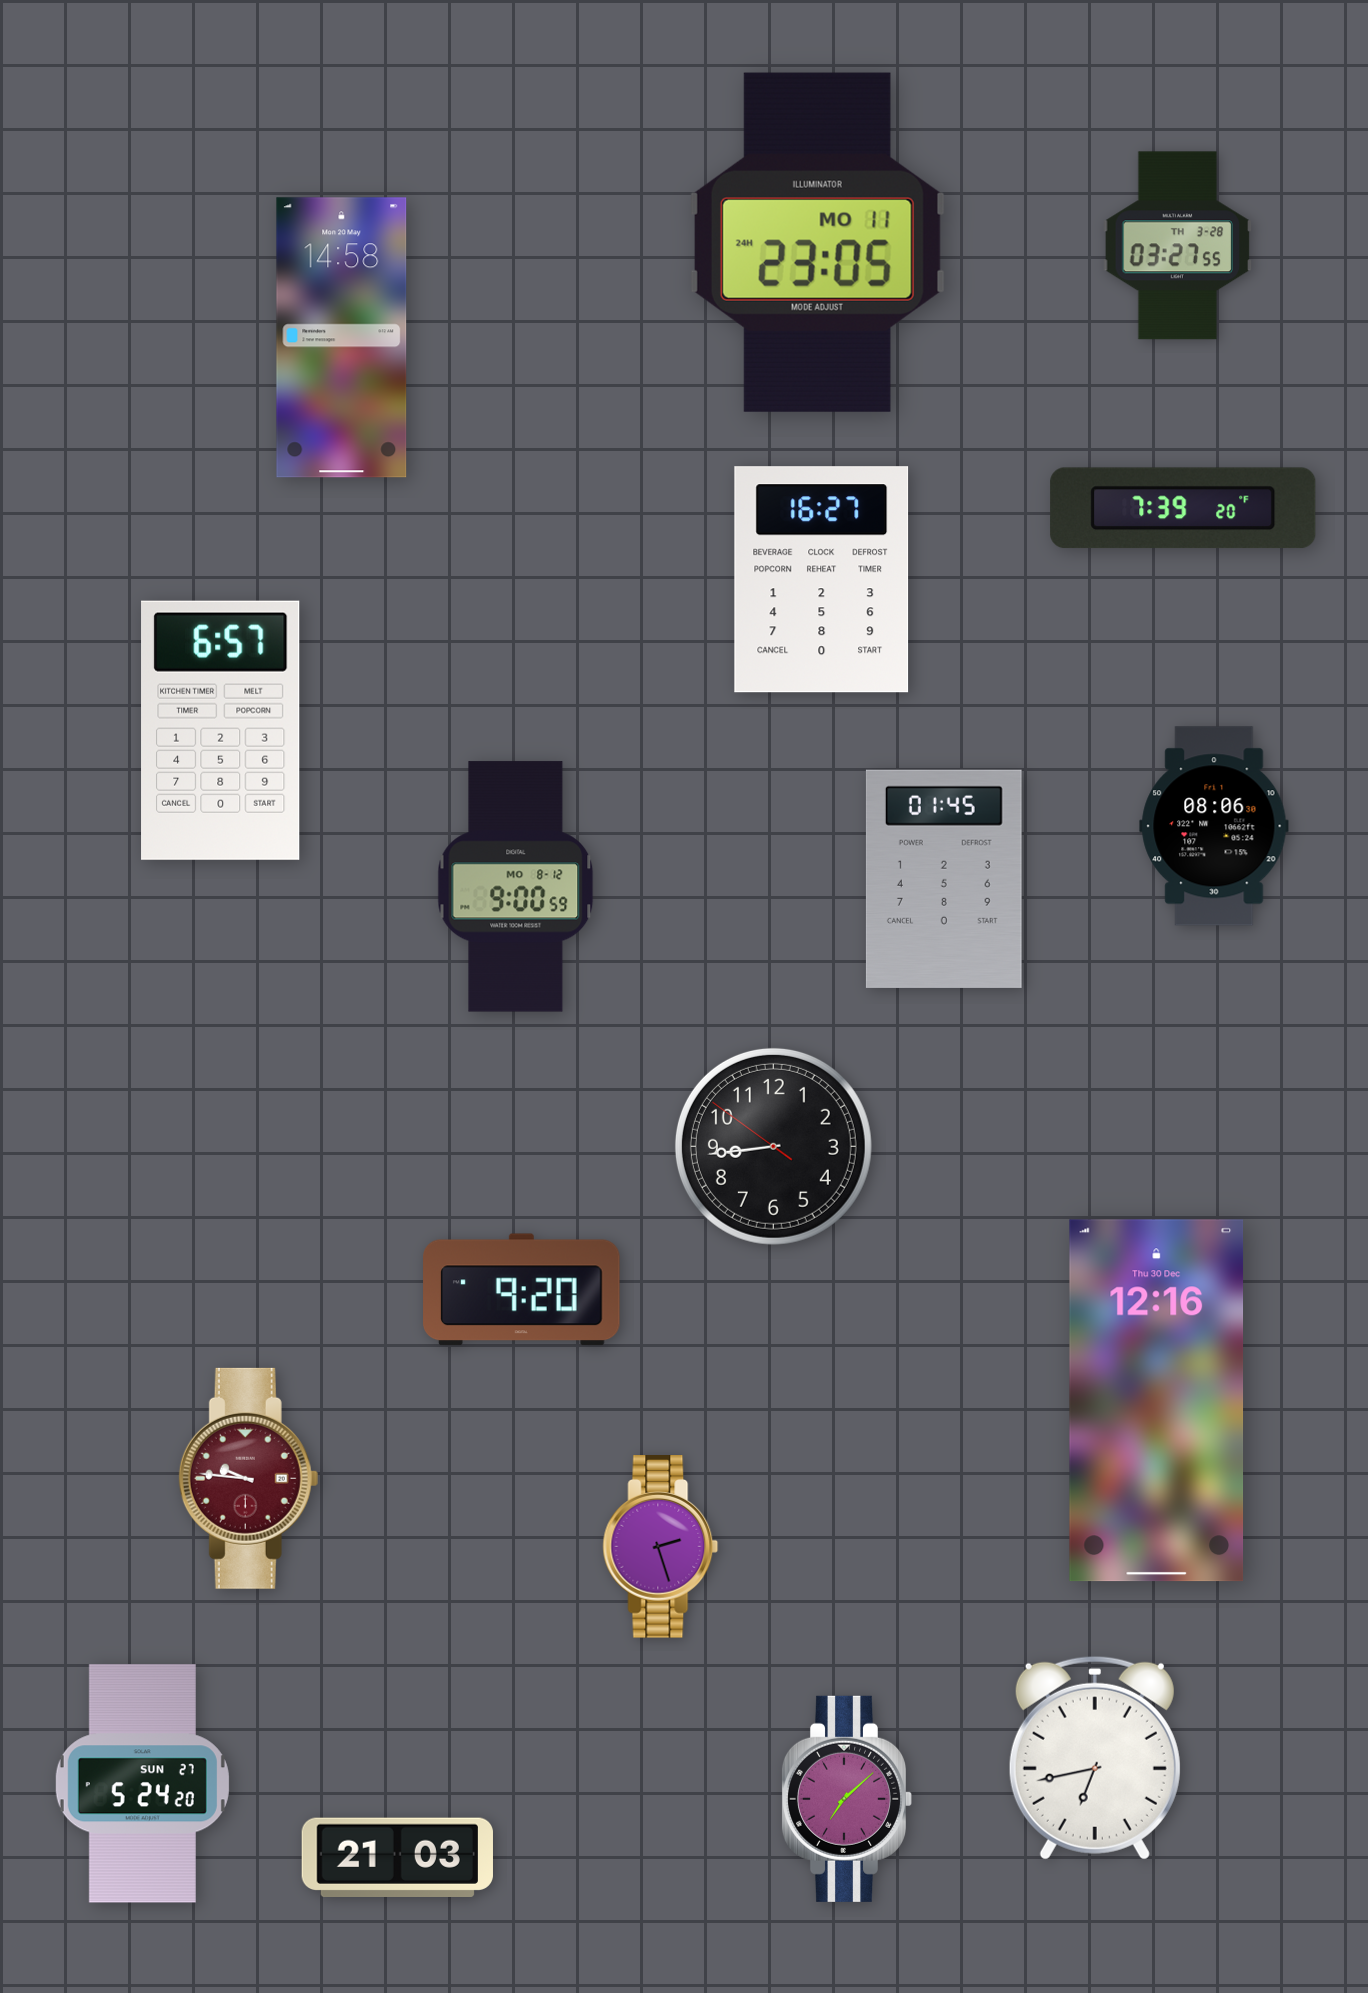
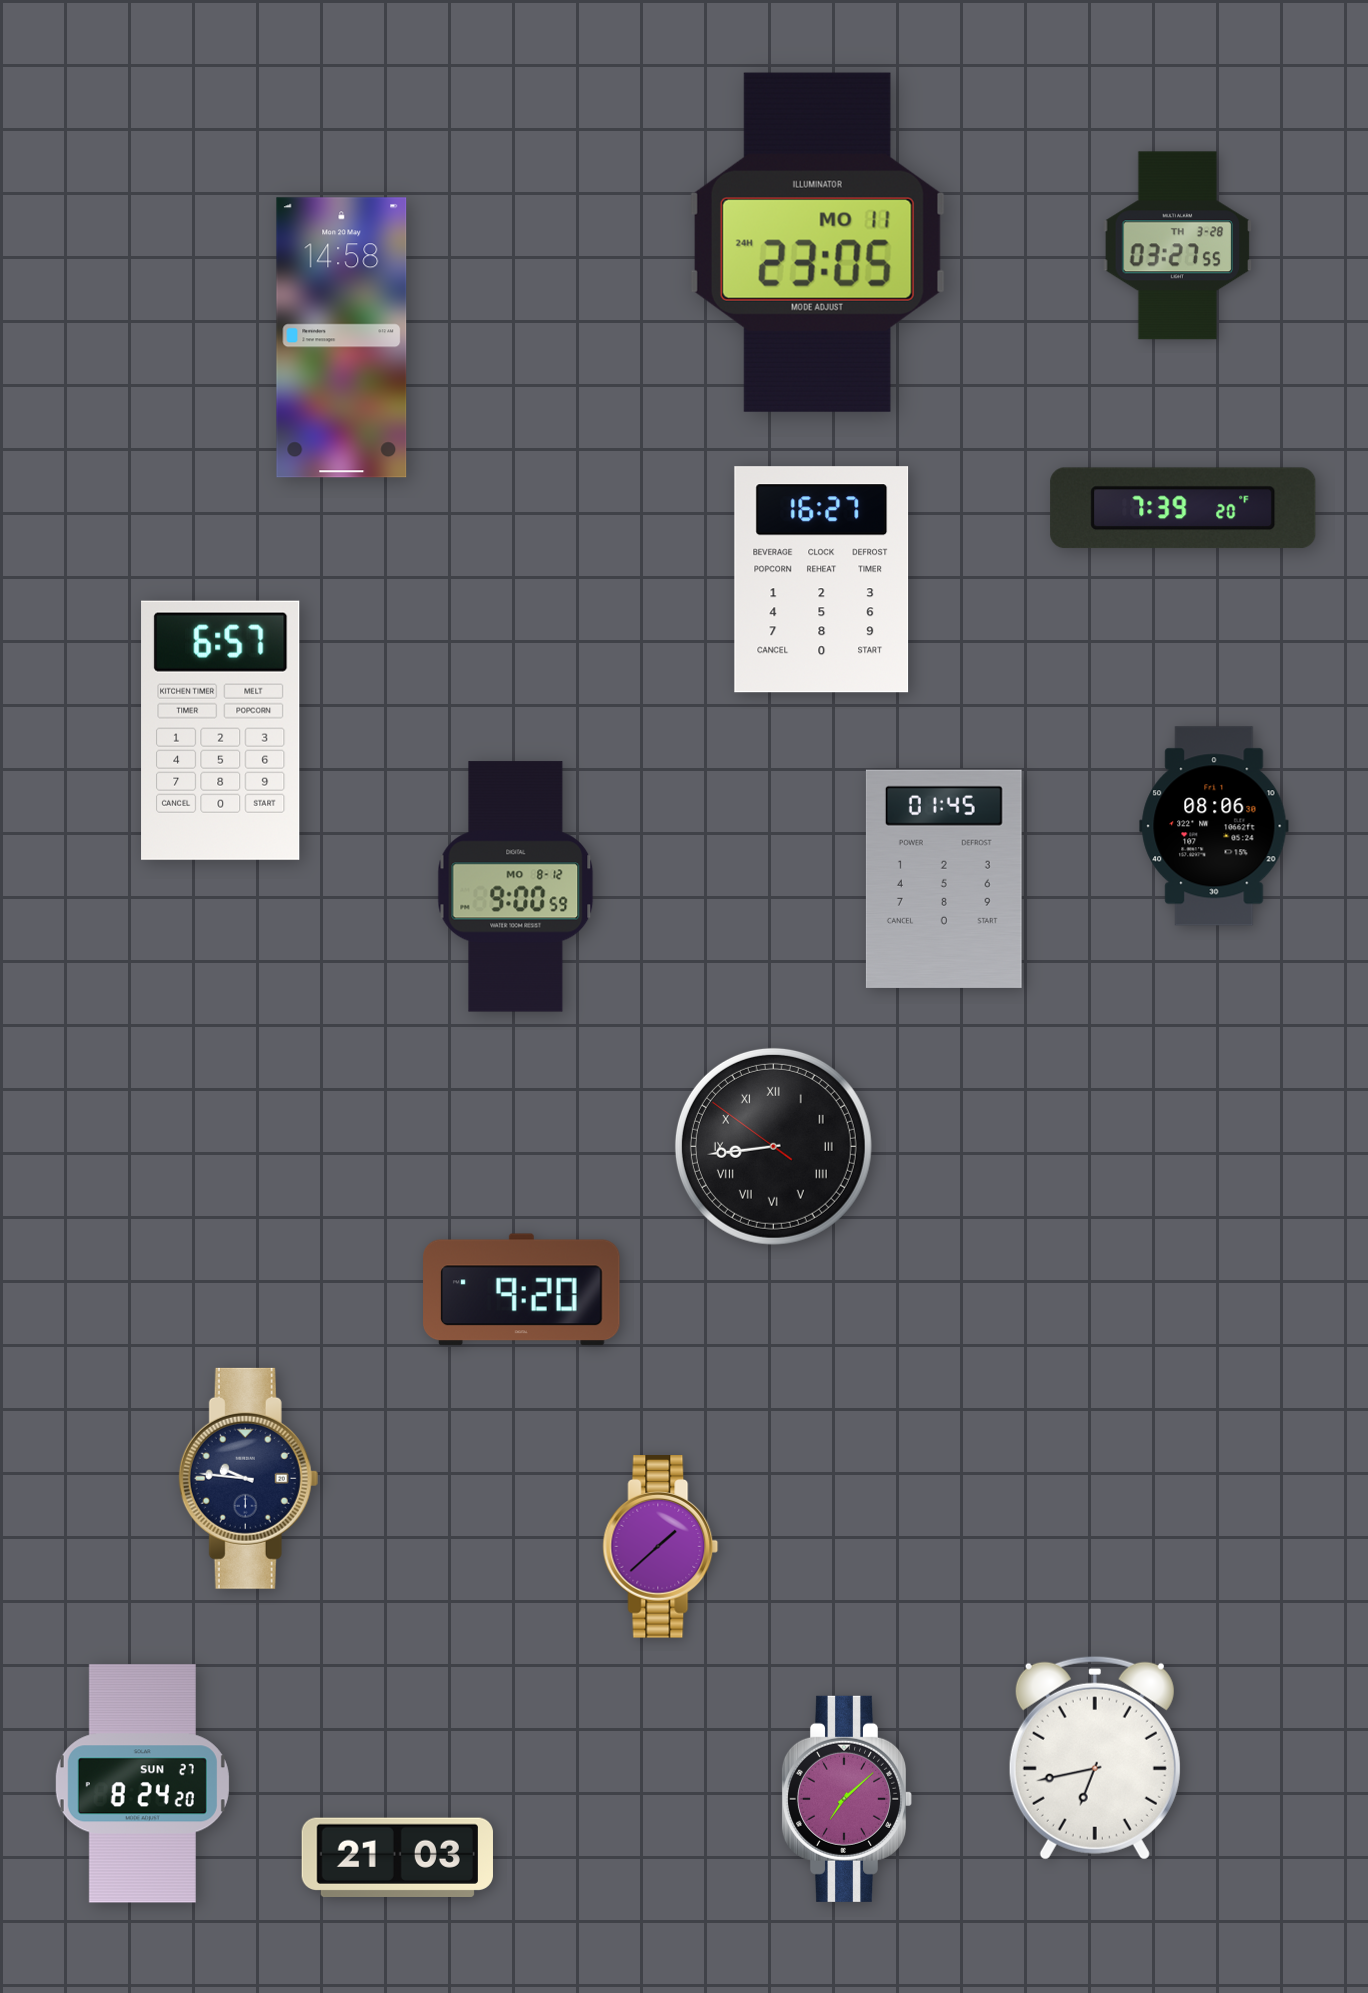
clock at (773, 1146) numerals: Arabic -> Roman
clock at (1157, 1401): 12:16 -> none
clock at (249, 1478) dial: burgundy -> navy
clock at (661, 1547): 2:27 -> 1:38
clock at (142, 1784): 5:24 -> 8:24
